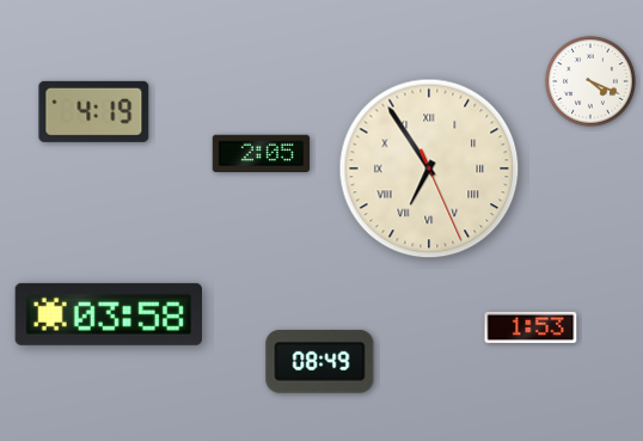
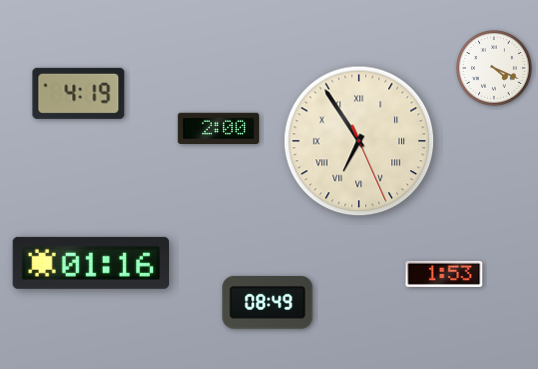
clock at (262, 154): 2:05 -> 2:00
clock at (108, 314): 03:58 -> 01:16
